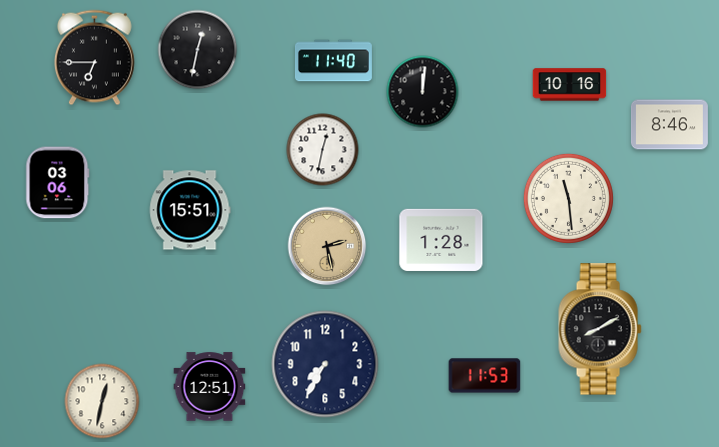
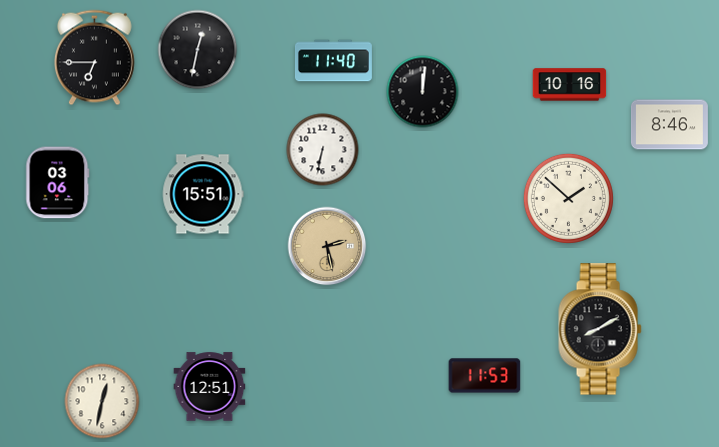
clock at (323, 150): 12:32 -> 6:32
clock at (568, 198): 11:29 -> 1:52
clock at (190, 210) position: (190, 210) -> (203, 194)
clock at (441, 240): 1:28 -> none
clock at (325, 364): 7:35 -> none
